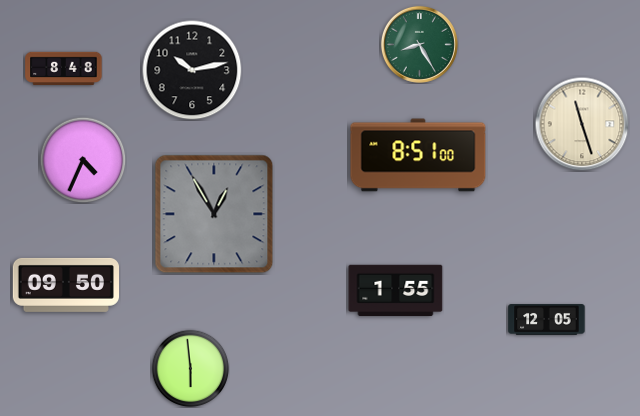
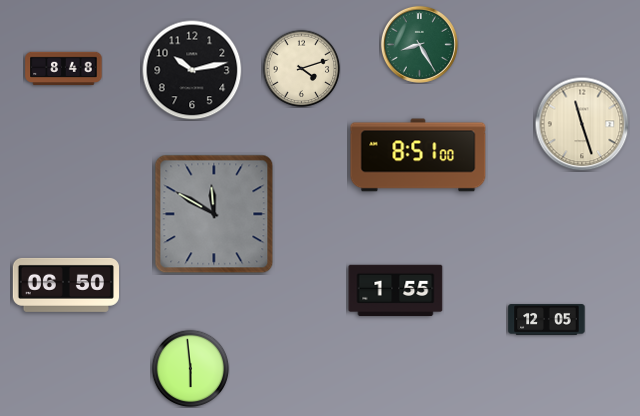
clock at (301, 68): none -> 4:12
clock at (83, 160): 4:34 -> none
clock at (214, 214): 12:55 -> 11:50
clock at (65, 285): 09:50 -> 06:50
